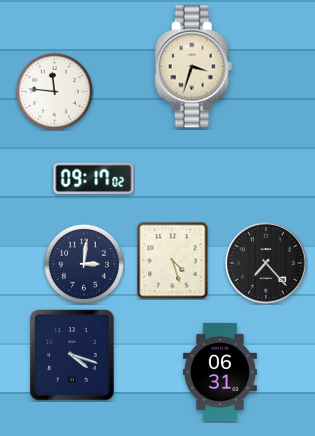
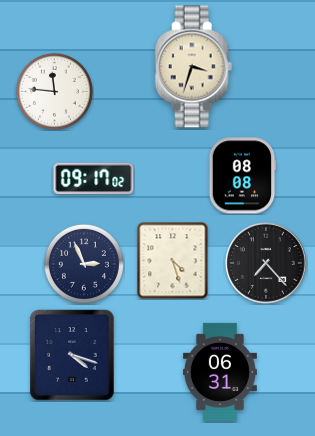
clock at (242, 176): none -> 08:08
clock at (84, 264): 3:01 -> 2:56
